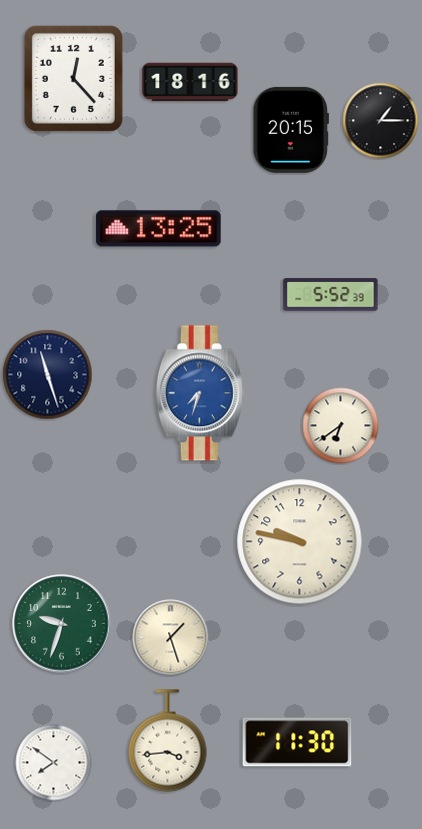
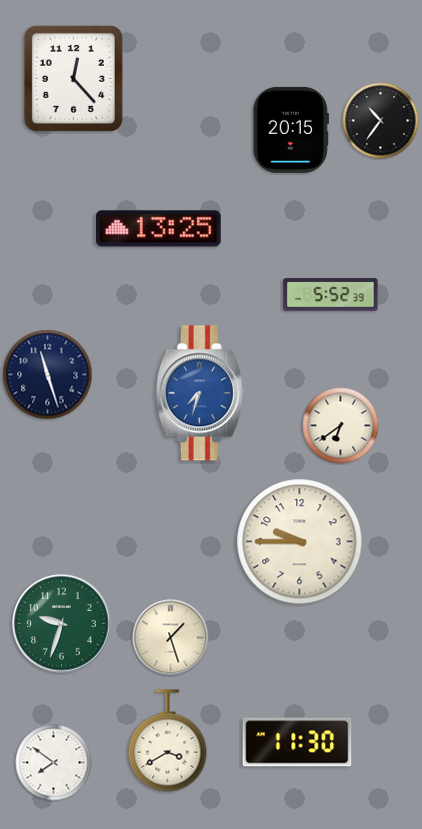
clock at (190, 82): 18:16 -> none
clock at (381, 121): 1:15 -> 10:36
clock at (300, 542): 9:47 -> 9:45
clock at (168, 741): 3:44 -> 3:40
